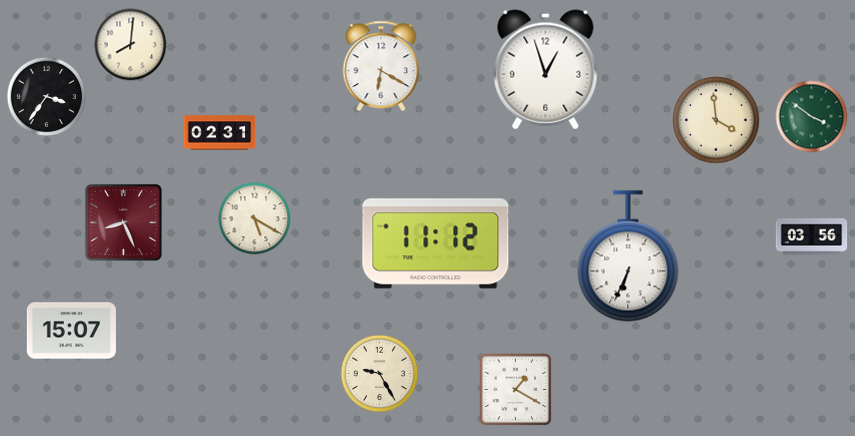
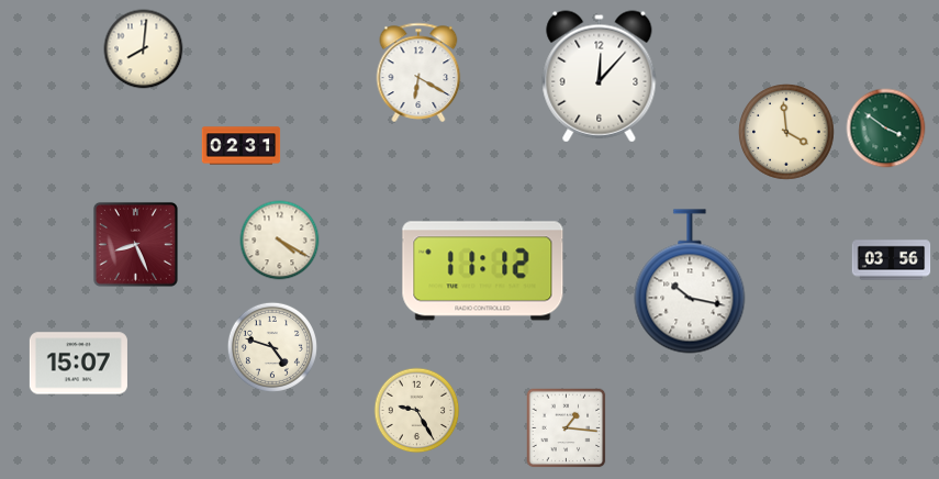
clock at (546, 70): 12:57 -> 12:07
clock at (47, 97): 3:36 -> none
clock at (812, 117) position: (812, 117) -> (886, 129)
clock at (255, 219): 5:20 -> 4:20
clock at (436, 244) position: (436, 244) -> (483, 271)
clock at (628, 256): 6:34 -> 10:17
clock at (272, 347): none -> 4:48
clock at (516, 390): 1:20 -> 1:16
